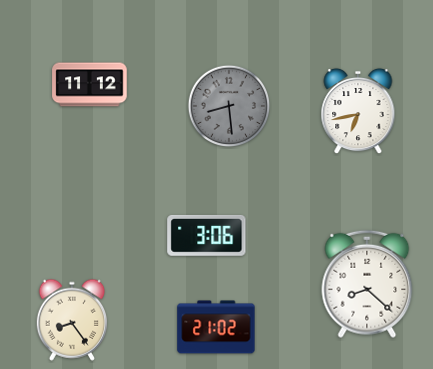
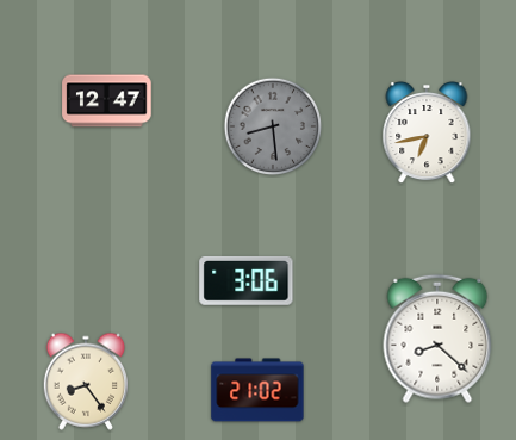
clock at (90, 85): 11:12 -> 12:47
